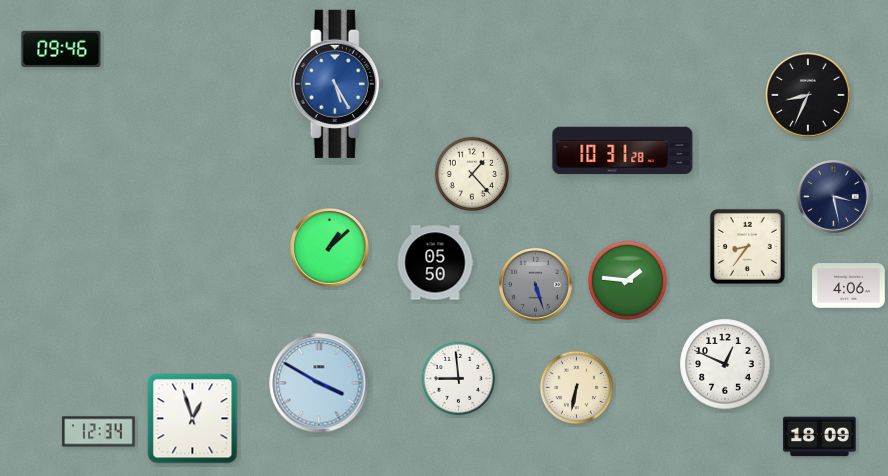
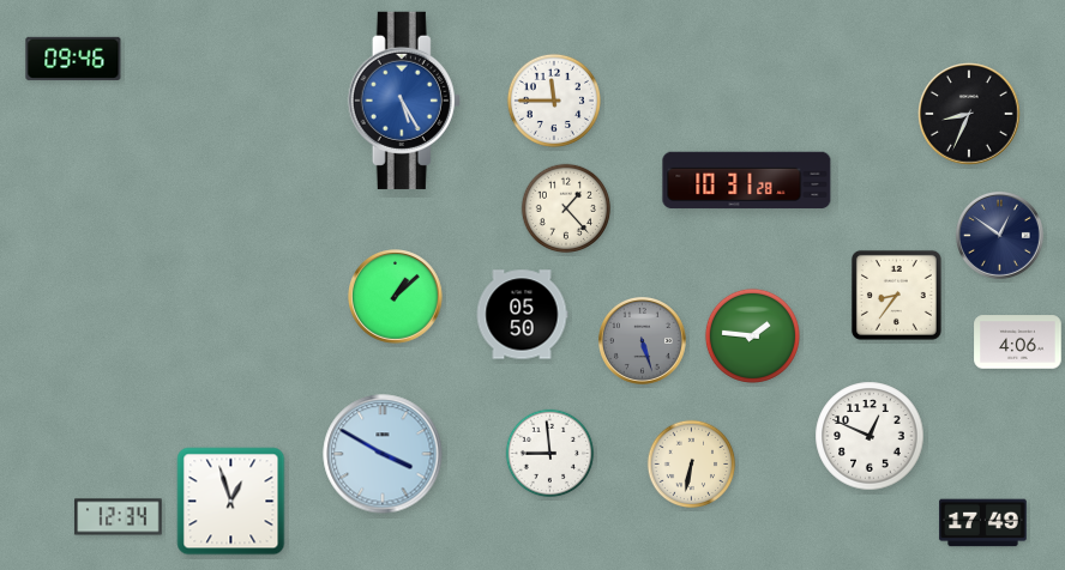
clock at (554, 101): none -> 11:45
clock at (833, 196): 3:28 -> 12:51
clock at (319, 383) position: (319, 383) -> (383, 454)
clock at (820, 437): 18:09 -> 17:49
